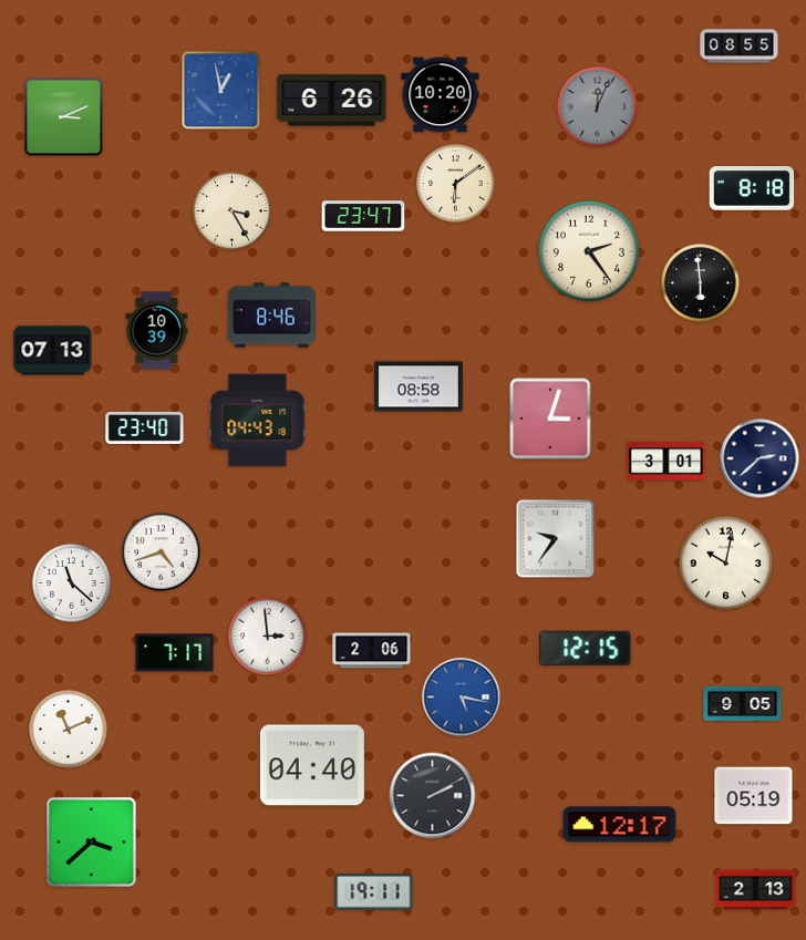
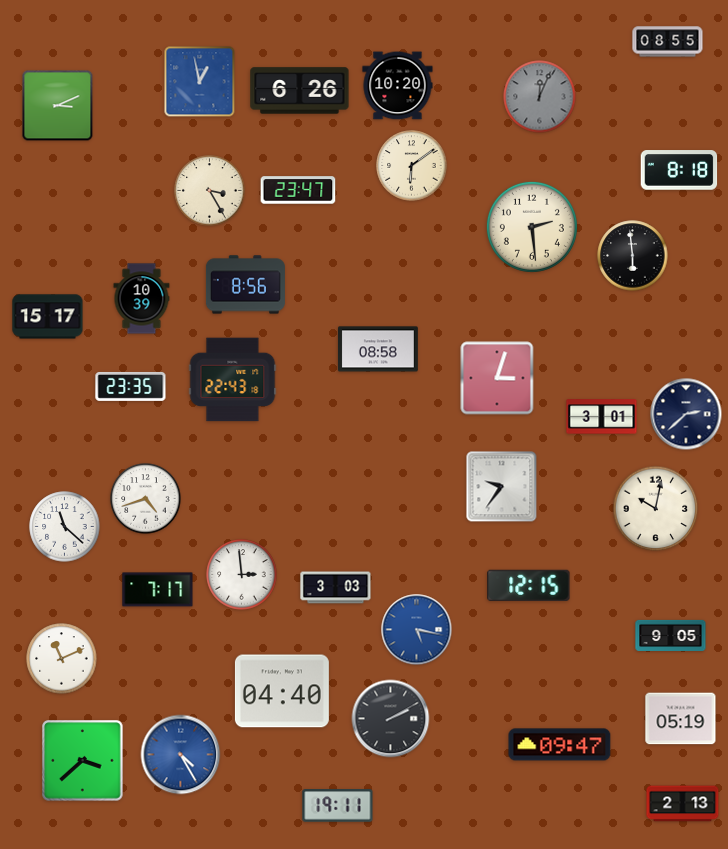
clock at (363, 216) position: (363, 216) -> (298, 190)
clock at (589, 251): 2:24 -> 2:29
clock at (271, 316): 8:46 -> 8:56
clock at (53, 351): 07:13 -> 15:17
clock at (258, 421): 04:43 -> 22:43
clock at (145, 427): 23:40 -> 23:35
clock at (372, 651): 2:06 -> 3:03
clock at (620, 825): 12:17 -> 09:47
clock at (181, 755): none -> 4:25
